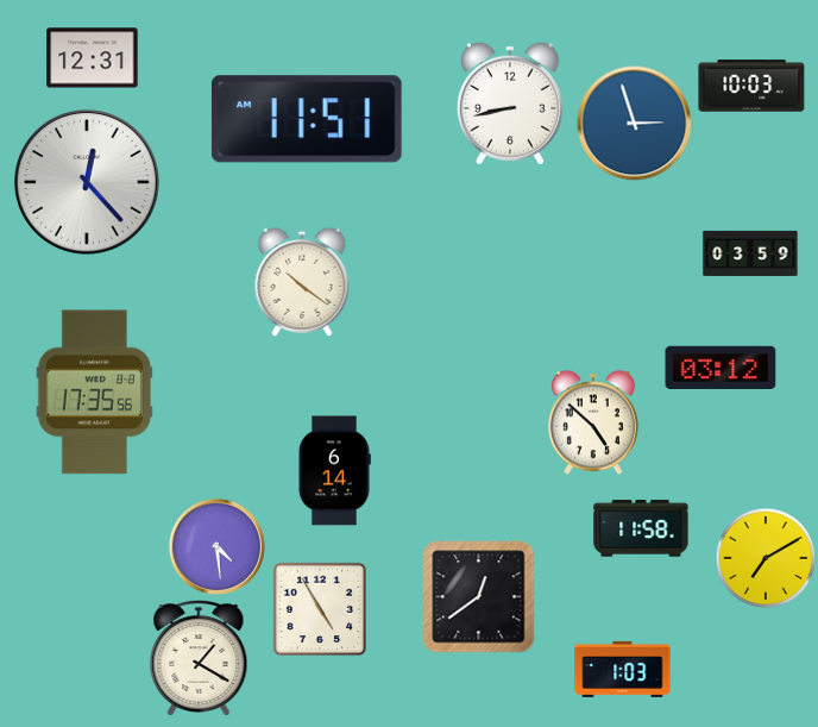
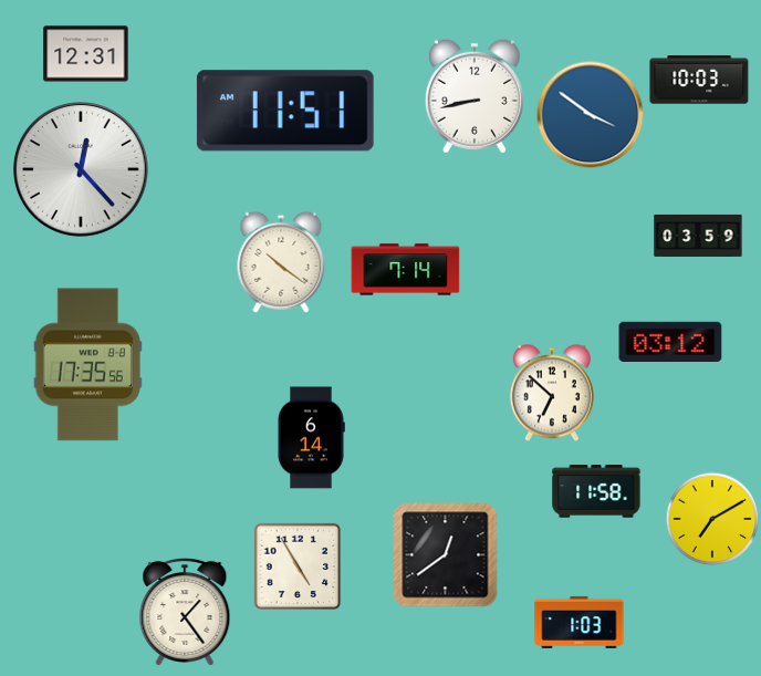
clock at (635, 124): 2:57 -> 3:51
clock at (406, 270): none -> 7:14
clock at (593, 422): 4:52 -> 6:52
clock at (216, 546): 4:29 -> none
clock at (199, 658): 1:20 -> 1:24
